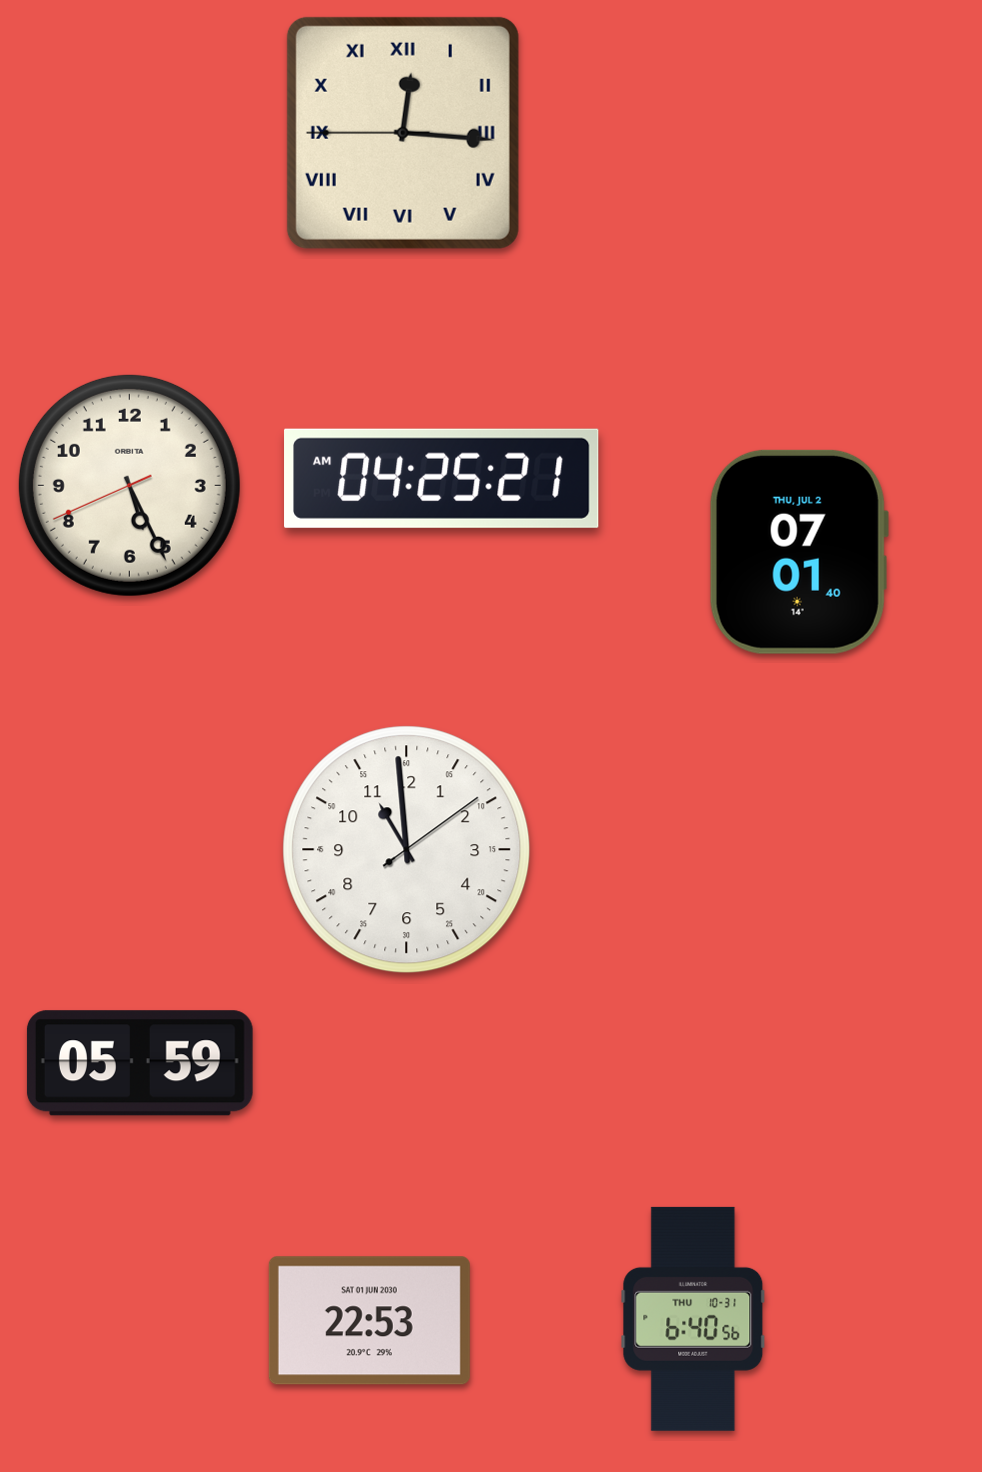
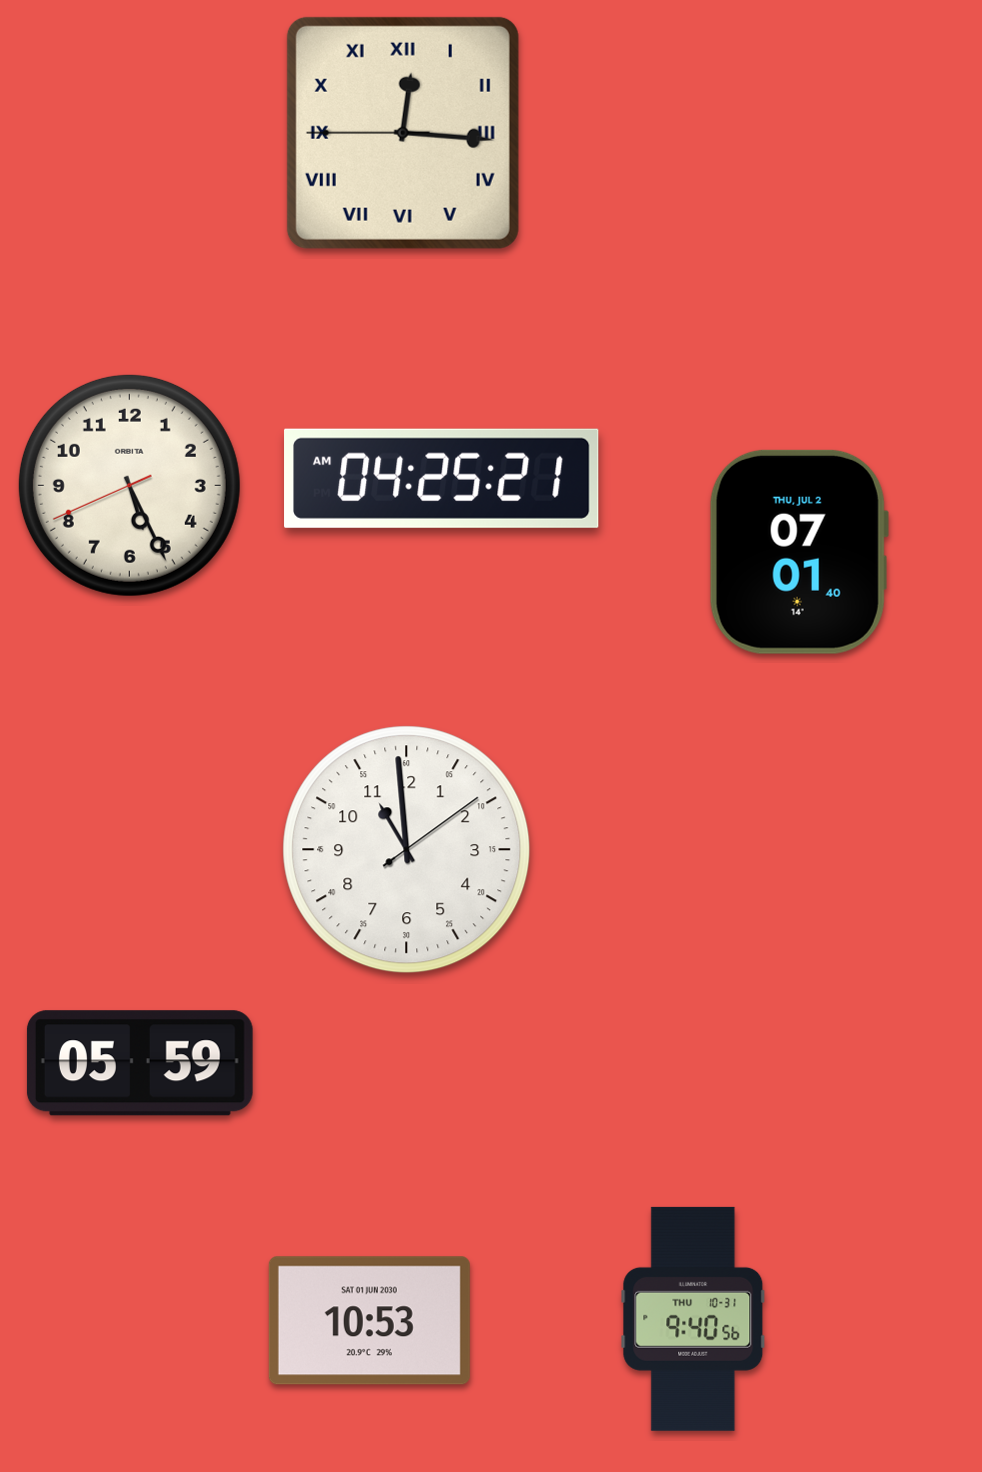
clock at (693, 1319): 6:40 -> 9:40
clock at (369, 1321): 22:53 -> 10:53
